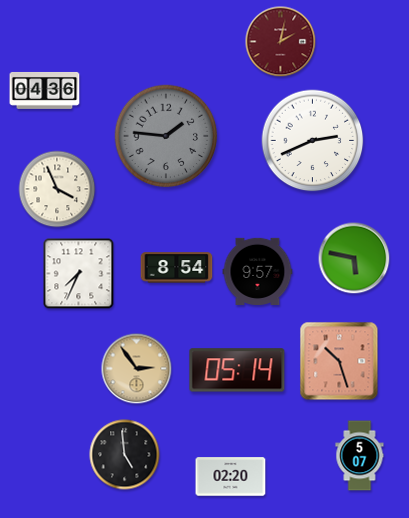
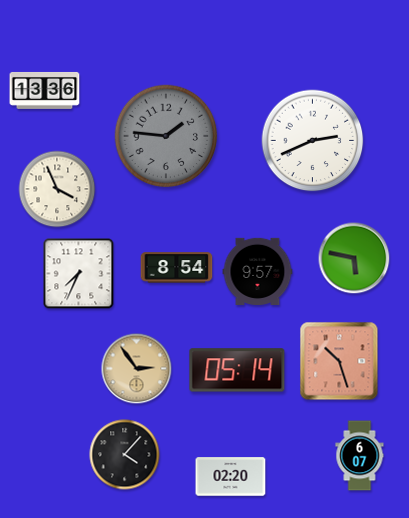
clock at (281, 42): 2:02 -> none
clock at (45, 90): 04:36 -> 13:36
clock at (125, 455): 4:59 -> 4:07
clock at (360, 456): 5:07 -> 6:07
